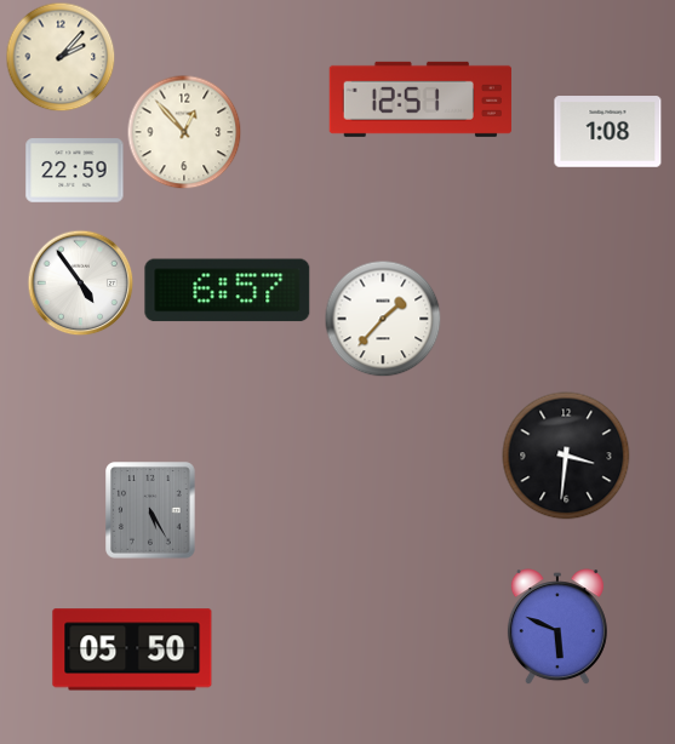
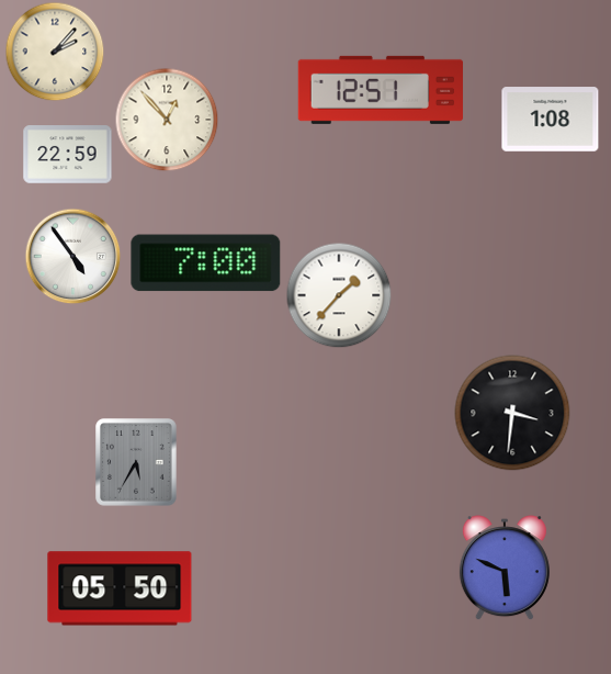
clock at (228, 291): 6:57 -> 7:00
clock at (383, 319) position: (383, 319) -> (339, 295)
clock at (150, 510): 5:25 -> 5:35
